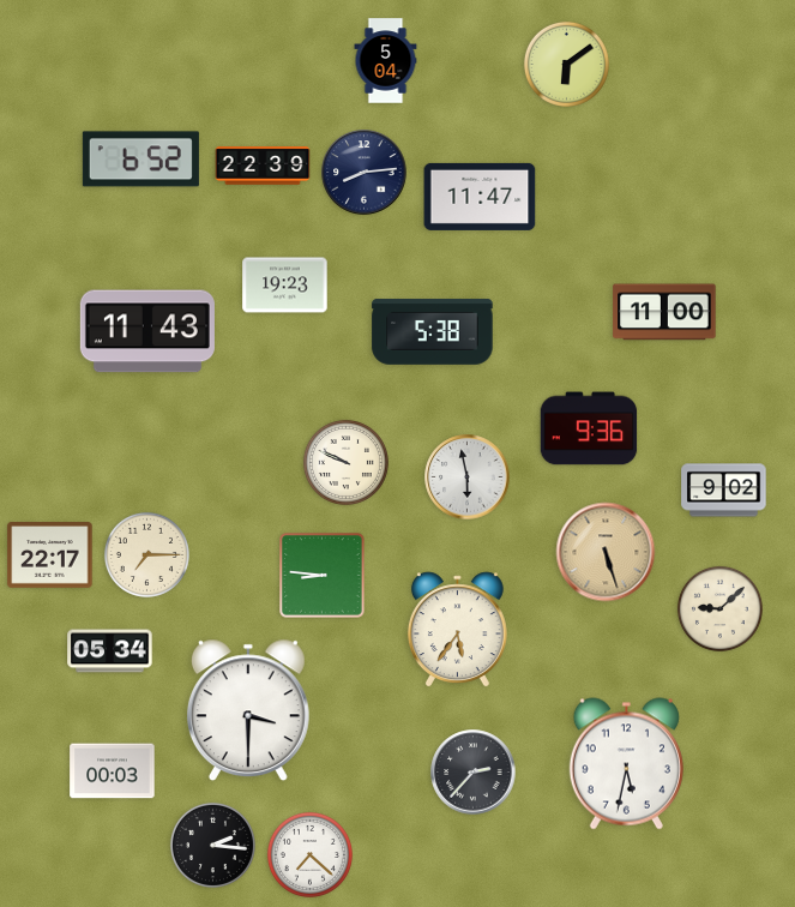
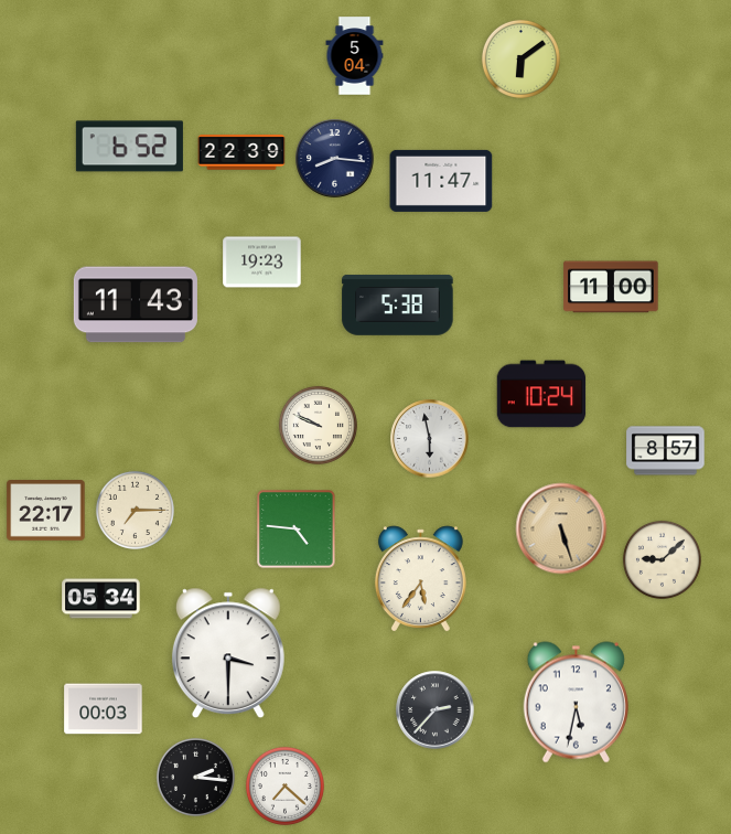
clock at (365, 173): 8:14 -> 8:16
clock at (589, 428): 9:36 -> 10:24
clock at (724, 491): 9:02 -> 8:57
clock at (606, 552) position: (606, 552) -> (561, 528)
clock at (323, 576): 8:46 -> 4:46
